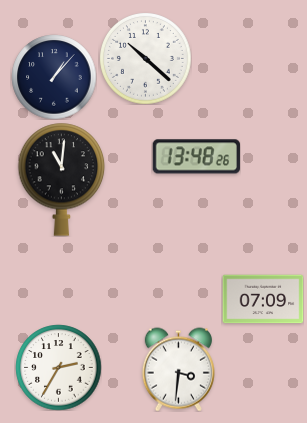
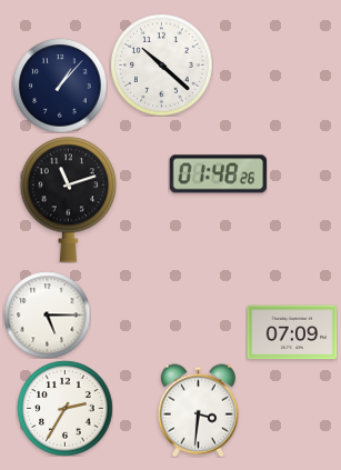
clock at (196, 157): 13:48 -> 01:48
clock at (62, 179): 11:01 -> 11:12
clock at (47, 314): none -> 5:15
